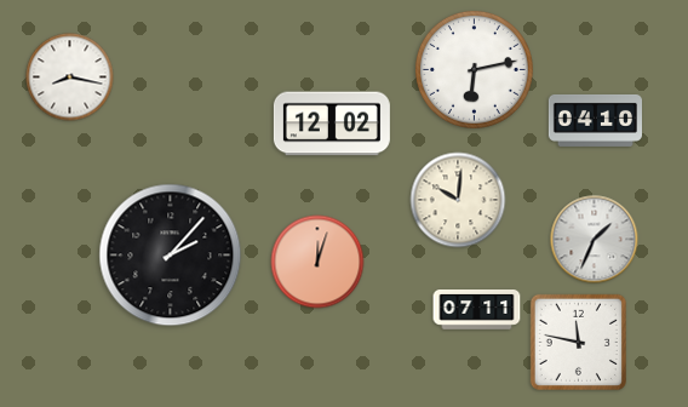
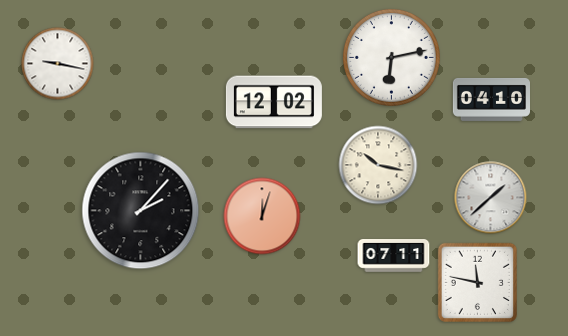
clock at (70, 78): 8:17 -> 9:17
clock at (458, 200): 10:01 -> 10:17
clock at (595, 240): 1:34 -> 1:38
